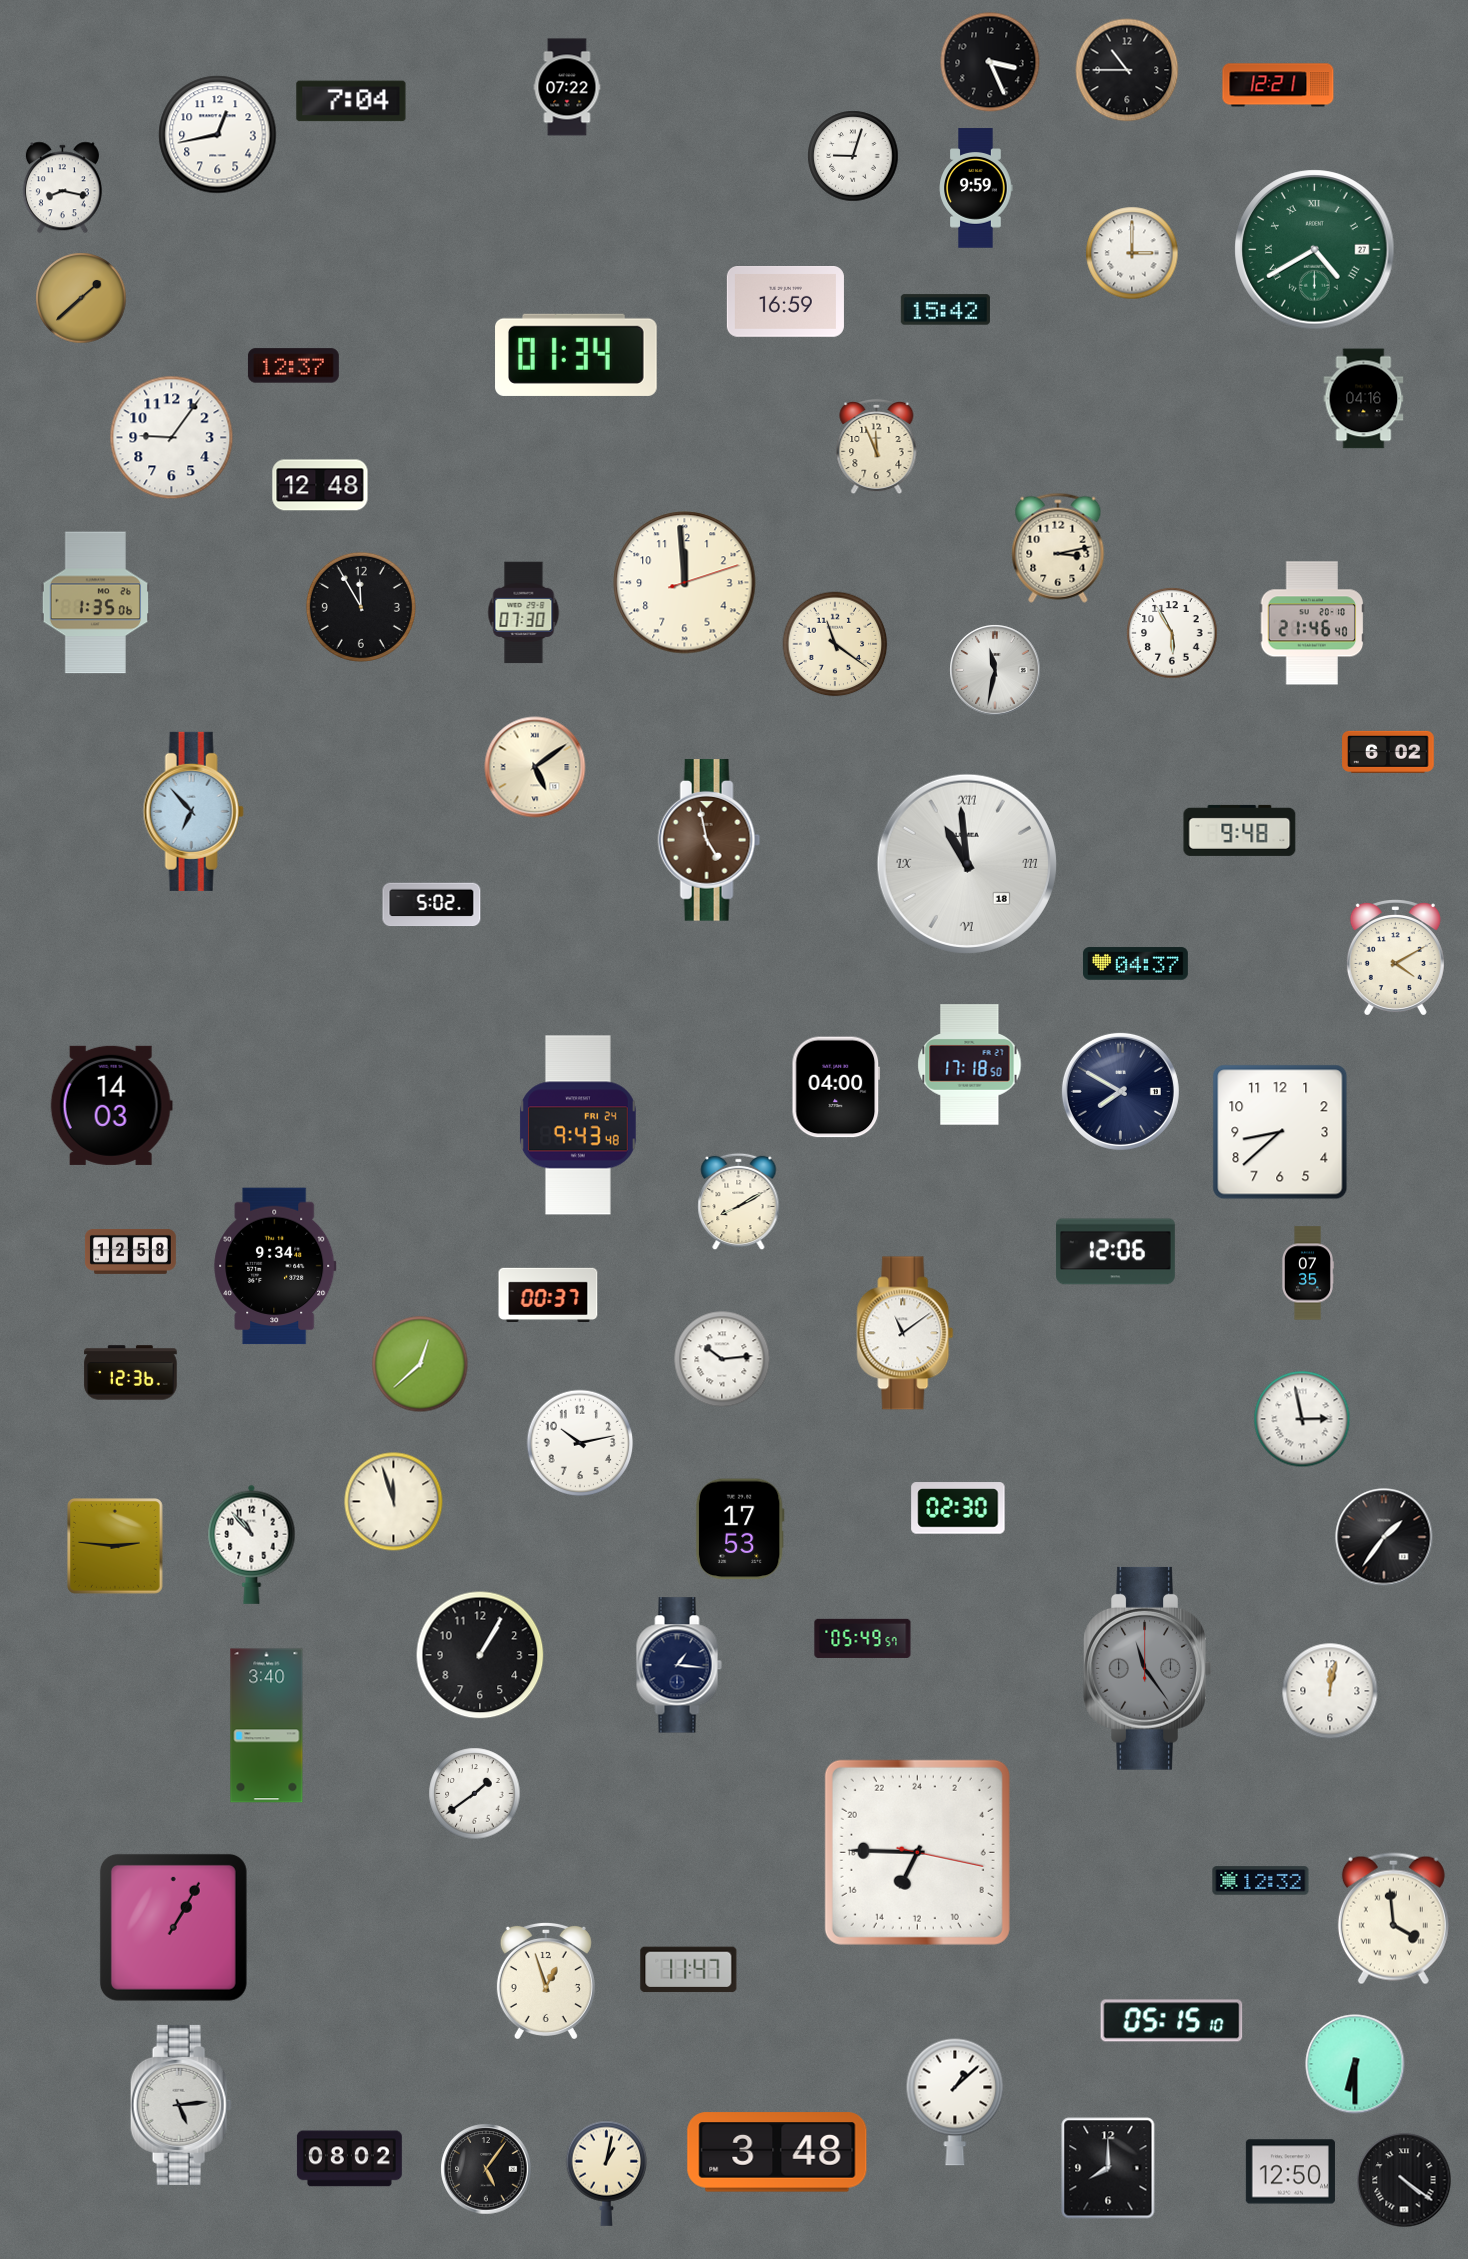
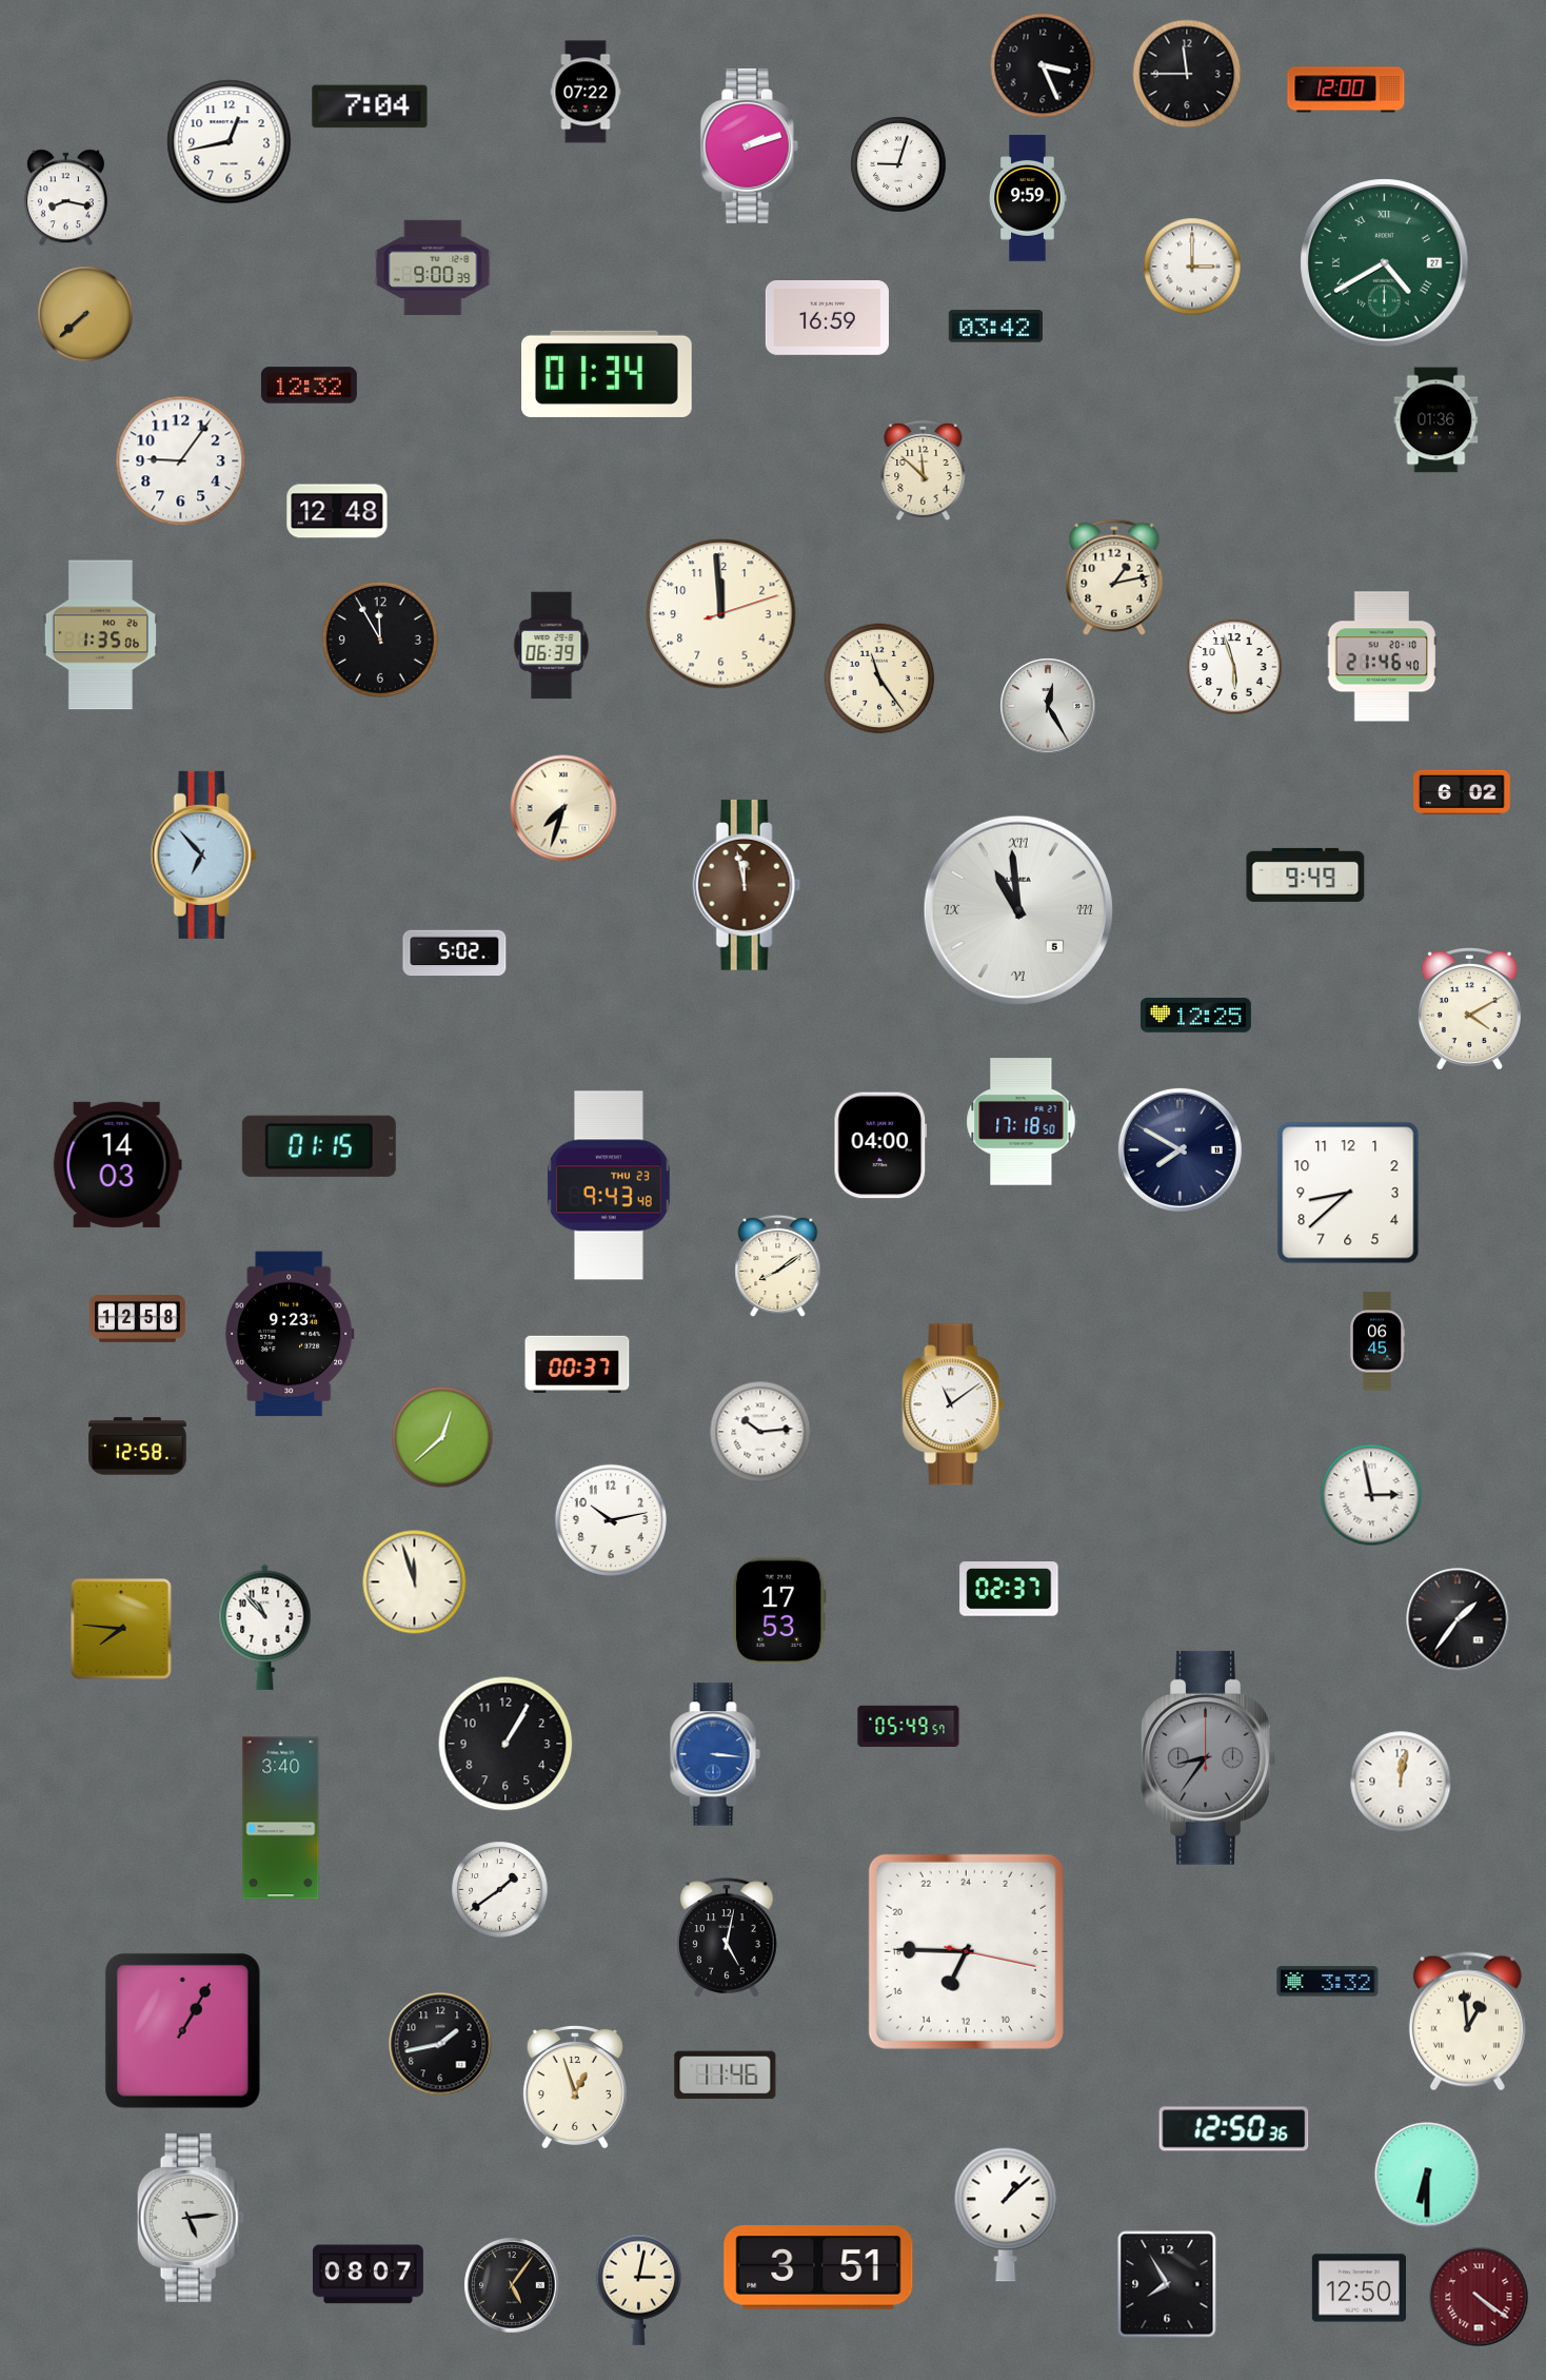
clock at (1127, 70): 10:45 -> 11:45
clock at (1278, 85): 12:21 -> 12:00
clock at (567, 87) position: (567, 87) -> (586, 92)
clock at (749, 145): none -> 2:12
clock at (433, 268): none -> 9:00
clock at (81, 298): 1:38 -> 7:38
clock at (945, 310): 15:42 -> 03:42
clock at (293, 366): 12:37 -> 12:32
clock at (1364, 399): 04:16 -> 01:36
clock at (877, 447): 11:56 -> 11:52
clock at (1058, 548): 3:13 -> 1:13
clock at (524, 613): 07:30 -> 06:39
clock at (1172, 633): 5:55 -> 5:57
clock at (835, 644): 11:21 -> 11:24
clock at (995, 670): 11:32 -> 12:25
clock at (535, 767): 5:09 -> 7:33
clock at (1240, 830): 9:48 -> 9:49
clock at (709, 841): 4:58 -> 11:58
clock at (967, 864) date: 18 -> 5
clock at (1135, 964): 04:37 -> 12:25
clock at (319, 1146): none -> 01:15
clock at (578, 1125) date: FRI 24 -> THU 23
clock at (739, 1202): 8:10 -> 8:09
clock at (1115, 1252): 12:06 -> none
clock at (275, 1266): 9:34 -> 9:23
clock at (1307, 1273): 07:35 -> 06:45
clock at (131, 1373): 12:36 -> 12:58
clock at (958, 1508): 02:30 -> 02:37
clock at (116, 1547): 2:46 -> 7:46
clock at (679, 1665): 1:16 -> 3:16
clock at (679, 1665) dial: navy -> blue
clock at (1148, 1668): 11:24 -> 8:36
clock at (728, 1938): none -> 5:02
clock at (1261, 1881): 12:32 -> 3:32
clock at (1393, 1919): 3:59 -> 12:59
clock at (440, 2044): none -> 1:43
clock at (689, 1970): 11:47 -> 11:46
clock at (1172, 2021): 05:15 -> 12:50
clock at (777, 2152): 3:48 -> 3:51
clock at (349, 2159): 08:02 -> 08:07
clock at (1108, 2168): 8:00 -> 7:55
clock at (607, 2173): 1:02 -> 3:02
clock at (1404, 2180) dial: black -> burgundy
